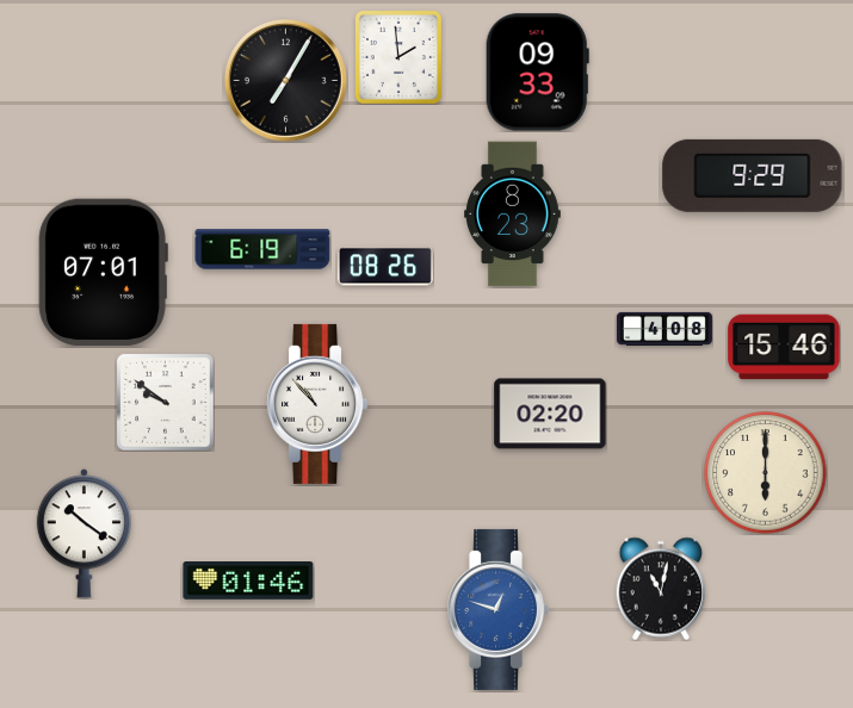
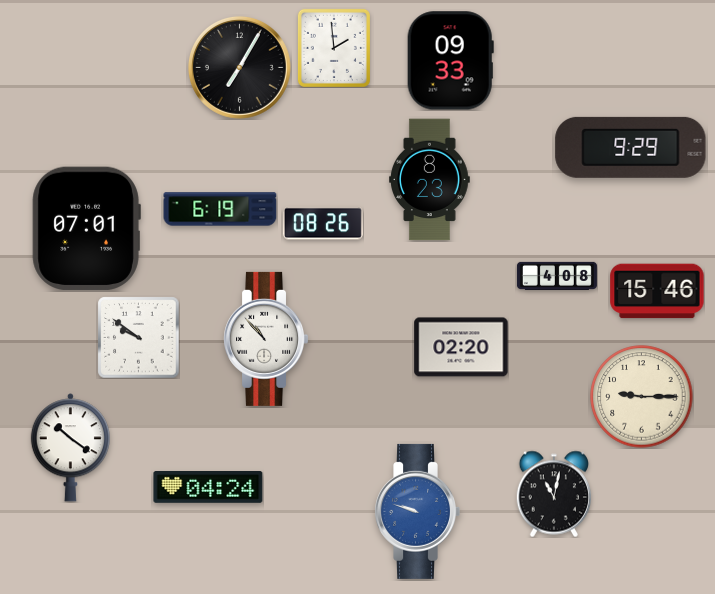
clock at (766, 473): 6:00 -> 9:15
clock at (248, 582): 01:46 -> 04:24
clock at (497, 609): 12:48 -> 9:48
